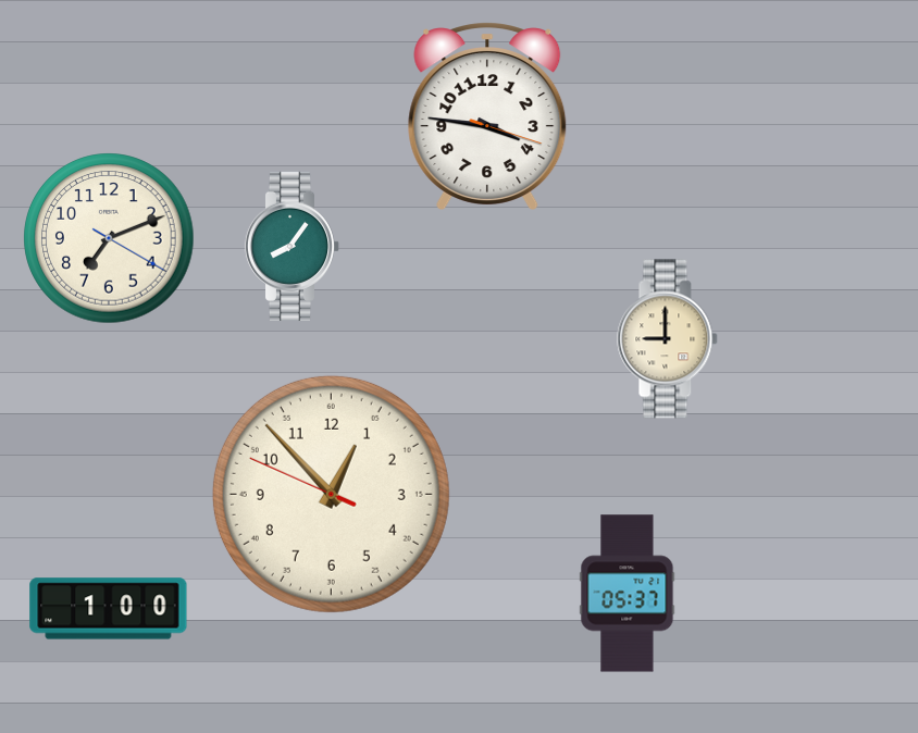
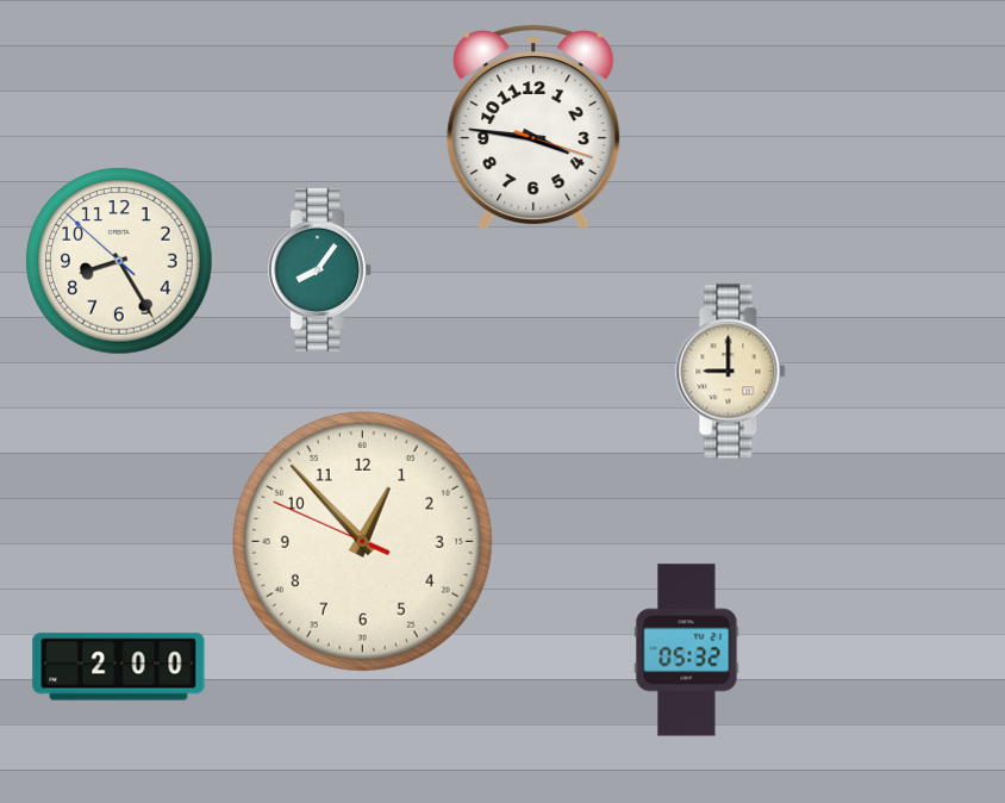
clock at (109, 238): 7:11 -> 8:24
clock at (628, 594): 05:37 -> 05:32
clock at (109, 609): 1:00 -> 2:00
